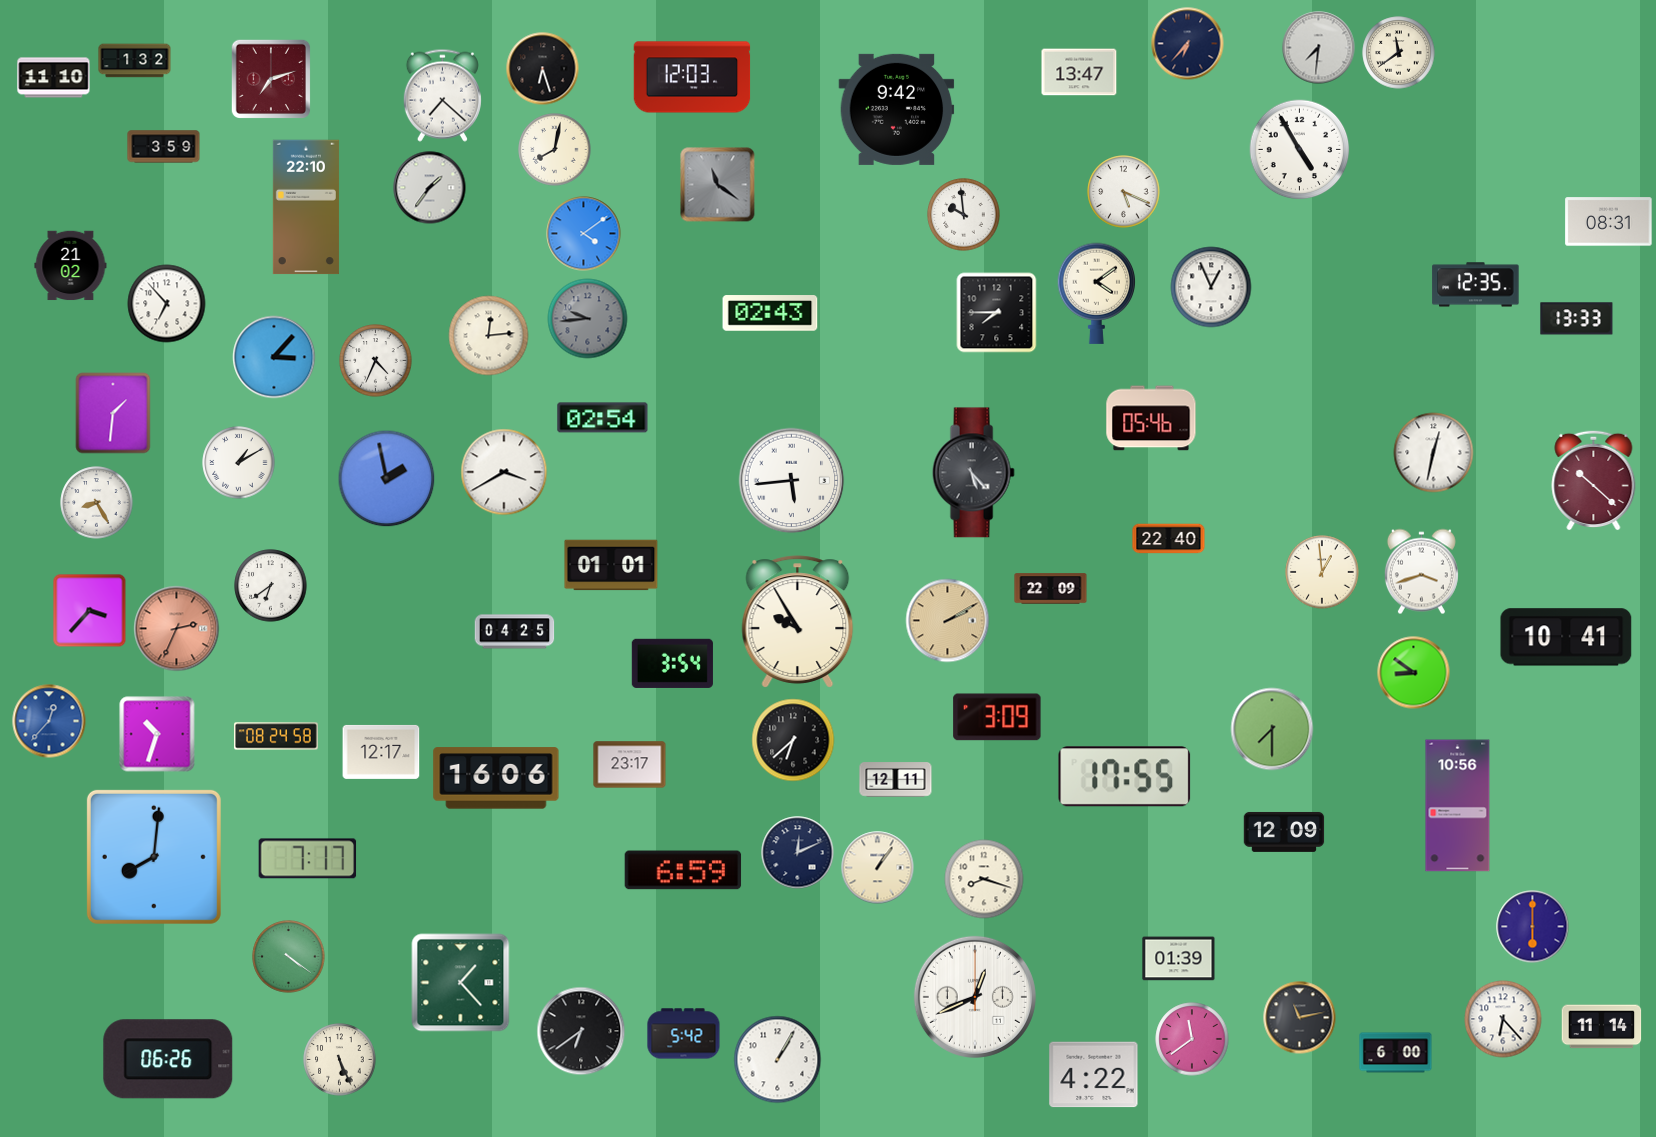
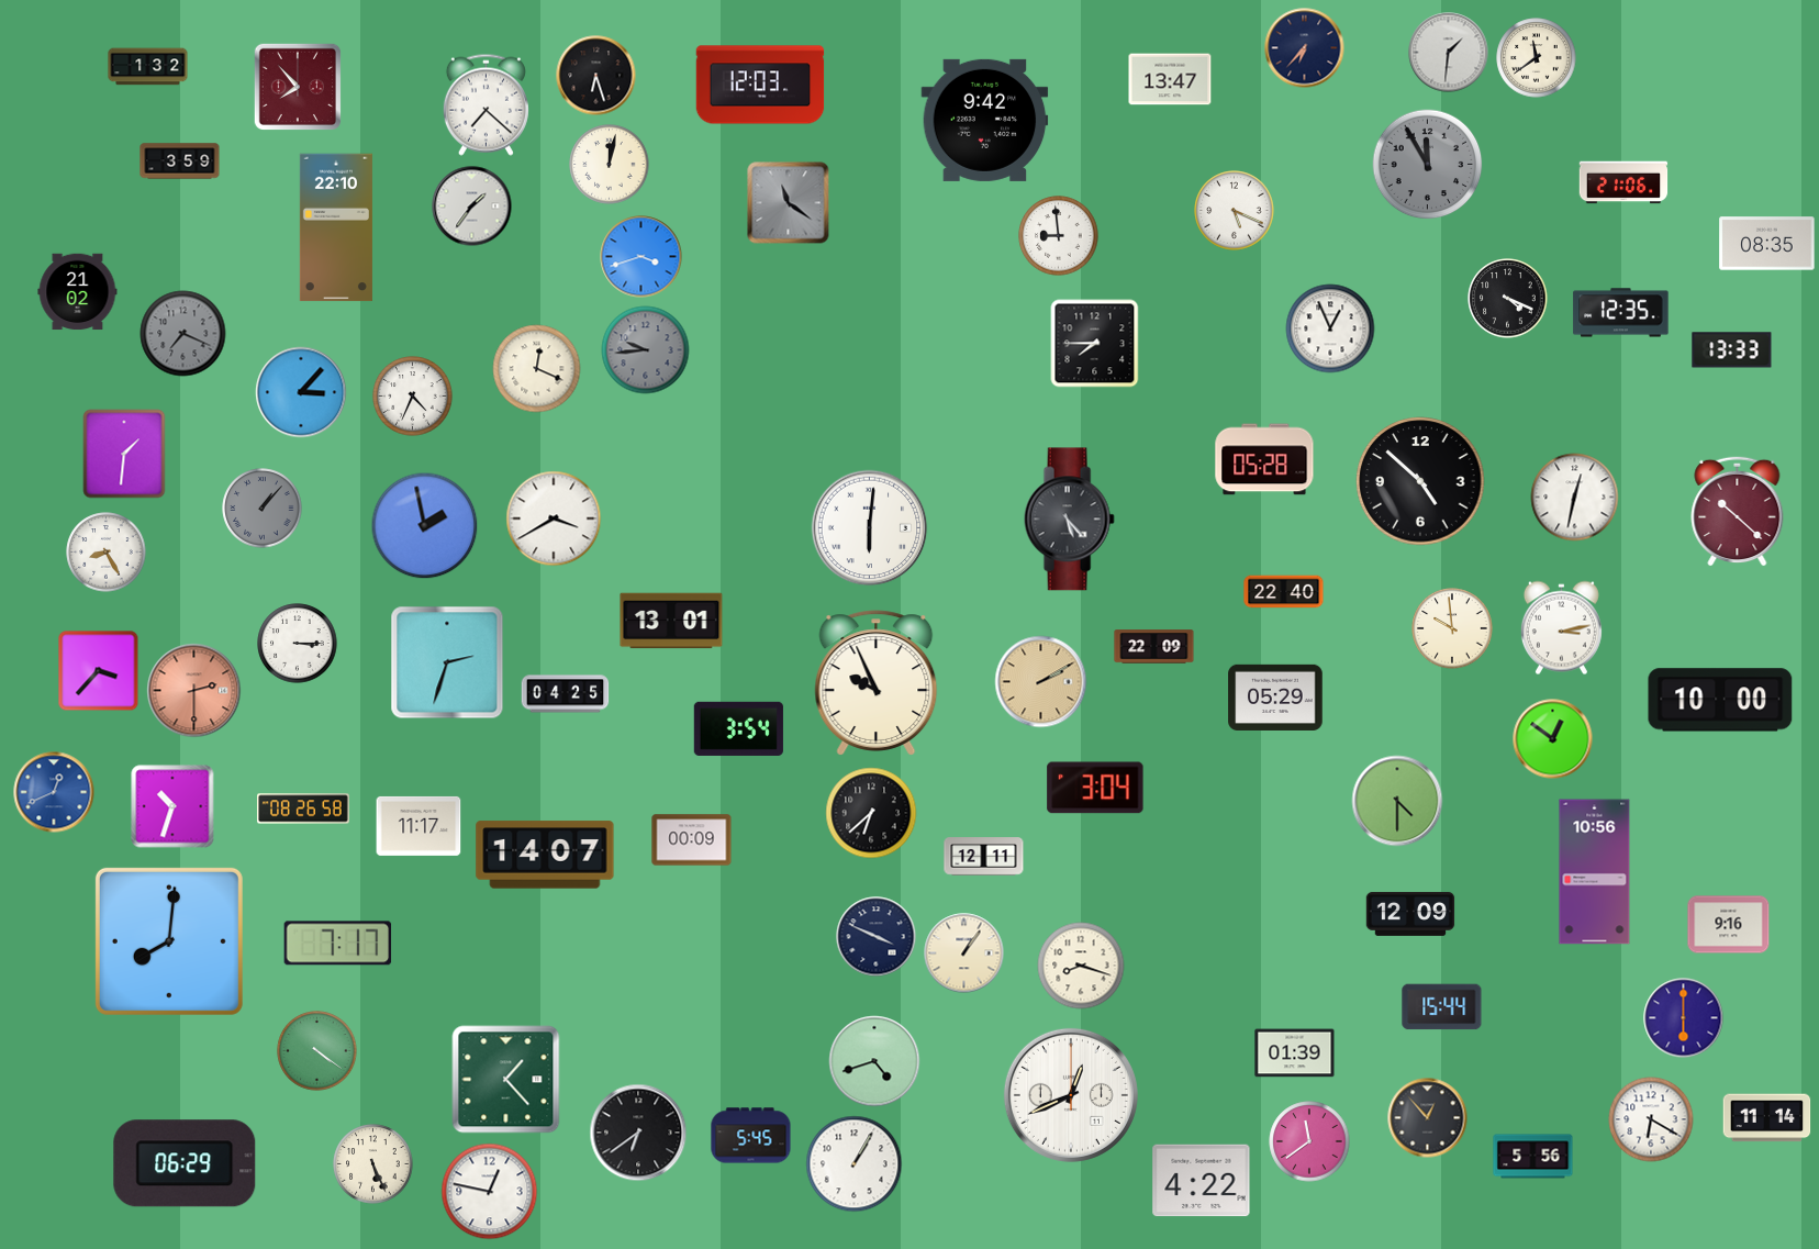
clock at (1319, 48): 7:31 -> 1:31
clock at (1079, 72) position: (1079, 72) -> (1170, 79)
clock at (54, 78): 11:10 -> none
clock at (270, 78): 7:12 -> 7:53
clock at (555, 150): 8:02 -> 12:02
clock at (1300, 150): 4:55 -> 11:55
clock at (1300, 150) dial: white -> grey
clock at (1623, 182): none -> 21:06
clock at (964, 215): 9:59 -> 8:59
clock at (1609, 222): 08:31 -> 08:35
clock at (584, 234): 4:09 -> 3:42
clock at (1508, 299): none -> 4:19
clock at (1211, 287) position: (1211, 287) -> (1330, 328)
clock at (1096, 293): 4:09 -> none
clock at (167, 304): 6:53 -> 7:19
clock at (167, 304) dial: white -> grey
clock at (770, 313): 02:43 -> none
clock at (489, 336): 12:14 -> 12:19
clock at (603, 418): 02:54 -> none
clock at (1151, 418): 05:46 -> 05:28
clock at (1420, 481): none -> 4:52
clock at (239, 463): 1:10 -> 1:07
clock at (239, 463) dial: white -> grey
clock at (1594, 480) position: (1594, 480) -> (1738, 511)
clock at (792, 481): 5:44 -> 6:01
clock at (611, 565): 01:01 -> 13:01
clock at (1322, 572): 12:59 -> 9:59
clock at (1421, 572): 3:42 -> 3:13
clock at (271, 586): 6:39 -> 3:15
clock at (447, 662): none -> 2:33
clock at (798, 622): 9:55 -> 9:56
clock at (177, 629): 2:34 -> 2:30
clock at (1275, 698): none -> 05:29
clock at (1566, 637): 10:41 -> 10:00
clock at (1414, 673): 8:51 -> 12:51
clock at (997, 717): 3:09 -> 3:04
clock at (49, 721): 12:37 -> 12:41
clock at (1272, 729): 7:30 -> 4:30
clock at (277, 736): 08:24 -> 08:26
clock at (381, 752): 12:17 -> 11:17
clock at (630, 765): 23:17 -> 00:09
clock at (1125, 777): 17:55 -> none
clock at (496, 778): 16:06 -> 14:07
clock at (1458, 806) position: (1458, 806) -> (1595, 872)
clock at (1729, 925): none -> 9:16
clock at (798, 853): 12:11 -> 3:49
clock at (683, 870): 6:59 -> none
clock at (1442, 1007): none -> 15:44
clock at (874, 1061): none -> 4:42
clock at (1300, 1018): 11:13 -> 12:53
clock at (1503, 1019): 6:23 -> 6:20
clock at (1602, 1027) position: (1602, 1027) -> (1767, 1118)
clock at (684, 1034): 5:42 -> 5:45
clock at (1396, 1053): 6:00 -> 5:56
clock at (168, 1059): 06:26 -> 06:29
clock at (490, 1192): none -> 12:47
